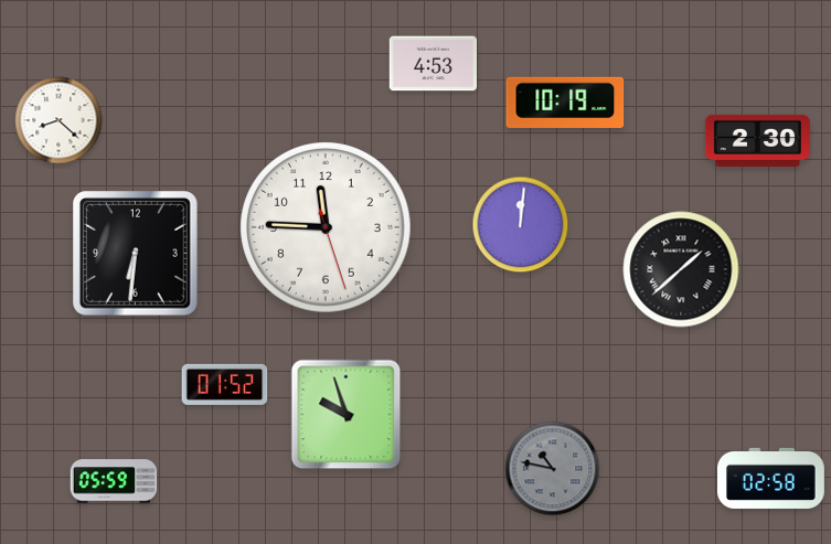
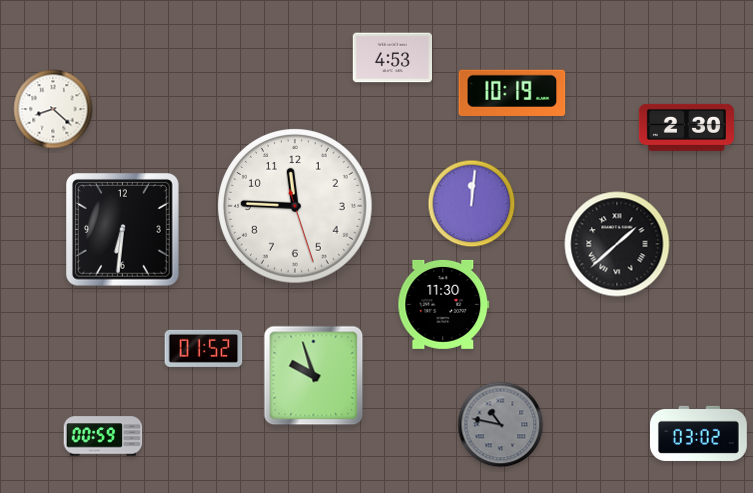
clock at (444, 304): none -> 11:30
clock at (771, 478): 02:58 -> 03:02
clock at (114, 481): 05:59 -> 00:59
